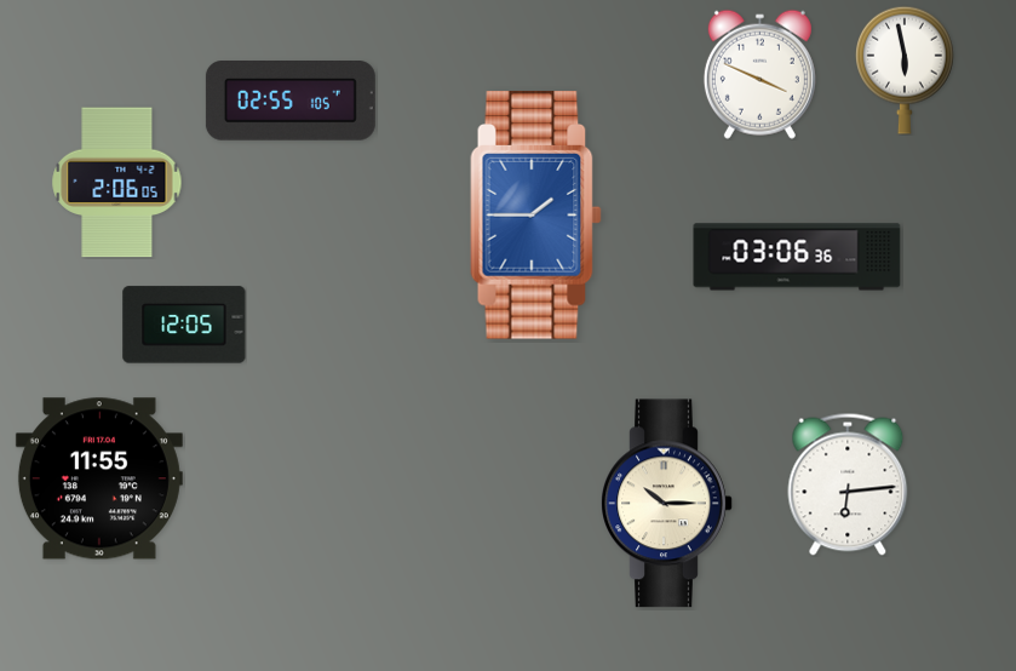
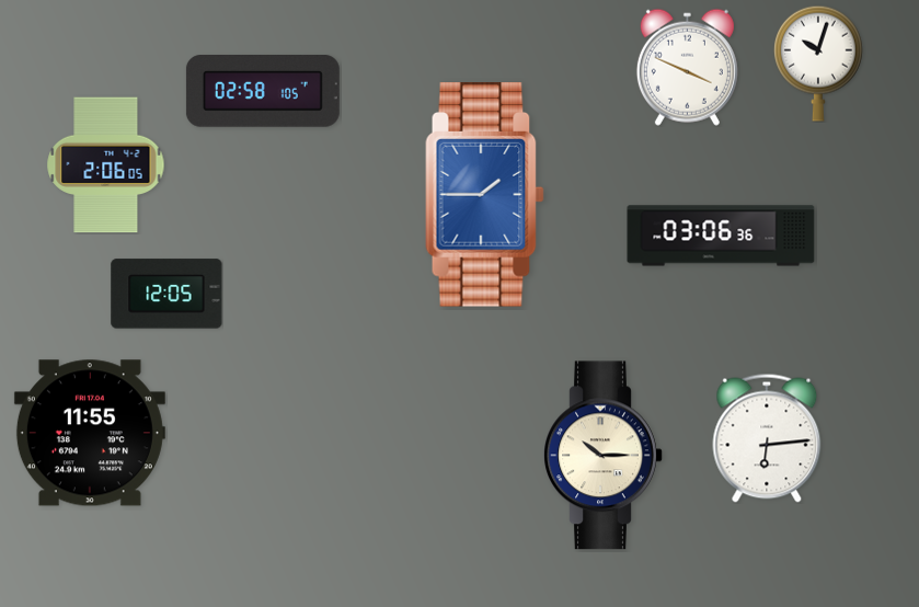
clock at (906, 70): 5:58 -> 10:03
clock at (291, 102): 02:55 -> 02:58
clock at (797, 257) position: (797, 257) -> (721, 236)
